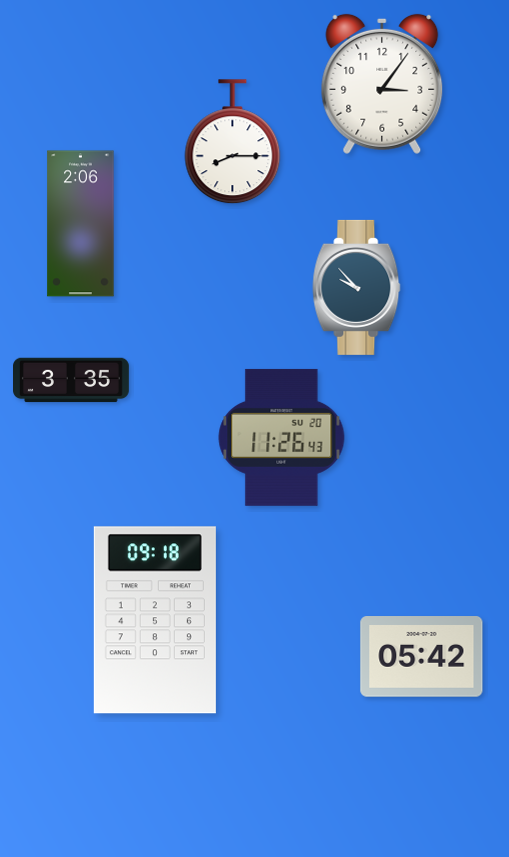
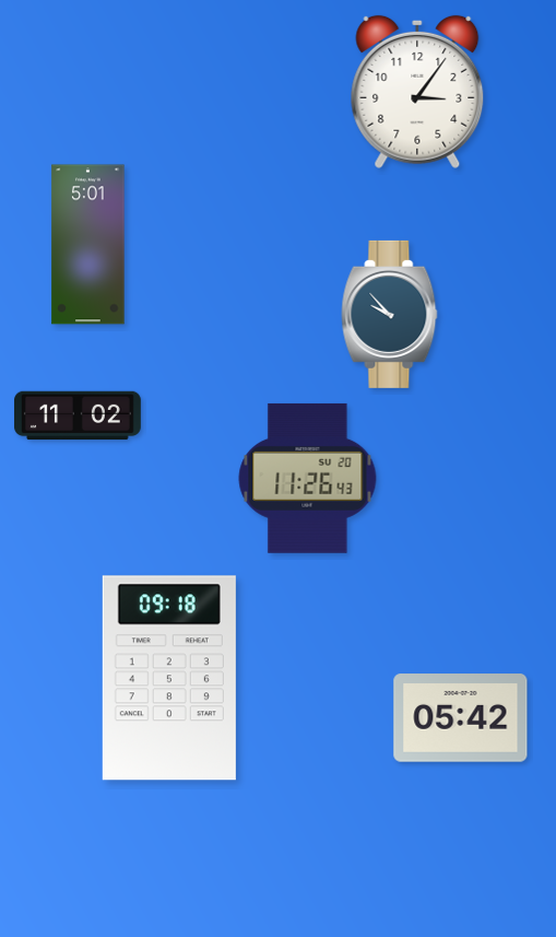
clock at (233, 142): 8:15 -> none
clock at (81, 224): 2:06 -> 5:01
clock at (72, 380): 3:35 -> 11:02
